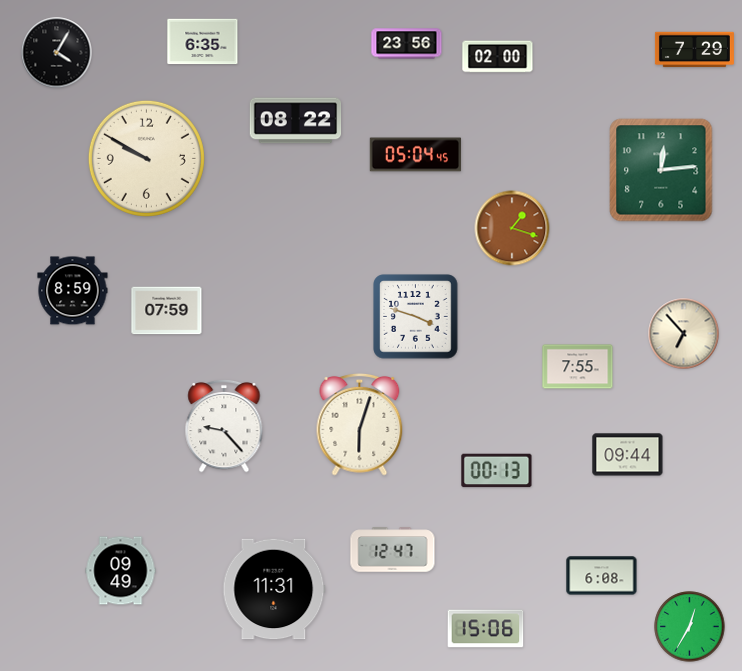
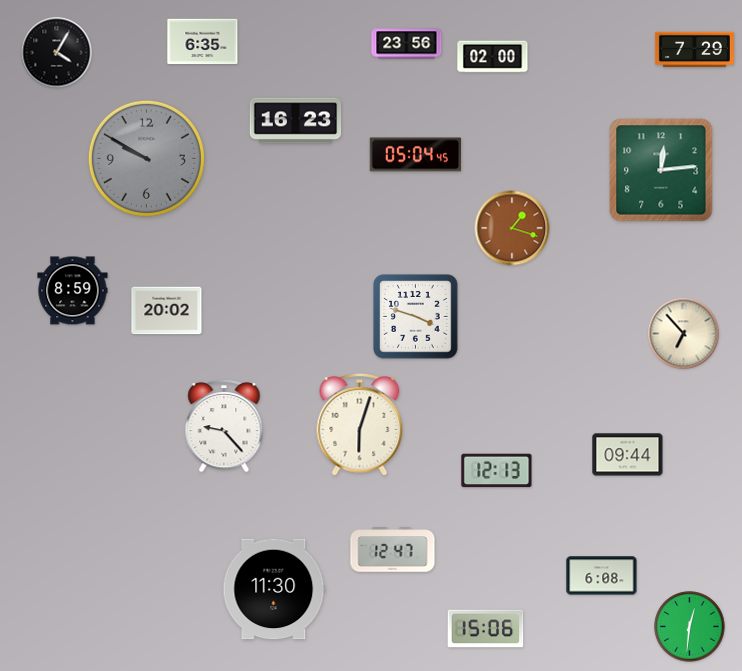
clock at (498, 57) position: (498, 57) -> (493, 57)
clock at (296, 121): 08:22 -> 16:23
clock at (146, 158) dial: cream -> grey
clock at (167, 311): 07:59 -> 20:02
clock at (578, 367): 7:55 -> none
clock at (497, 471): 00:13 -> 12:13
clock at (121, 571): 09:49 -> none
clock at (274, 589): 11:31 -> 11:30
clock at (690, 627): 12:35 -> 12:31
